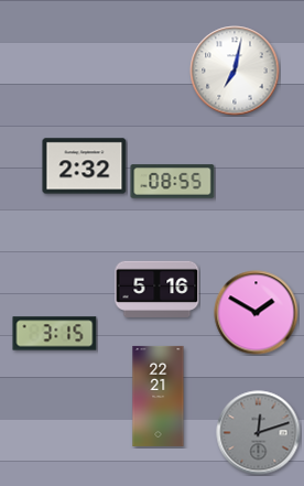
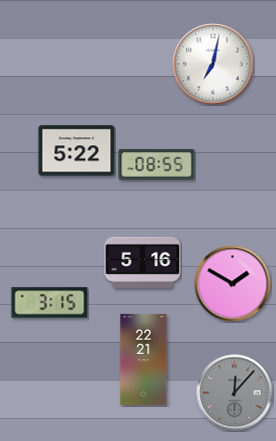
clock at (85, 166): 2:32 -> 5:22
clock at (259, 433): 12:12 -> 12:07
